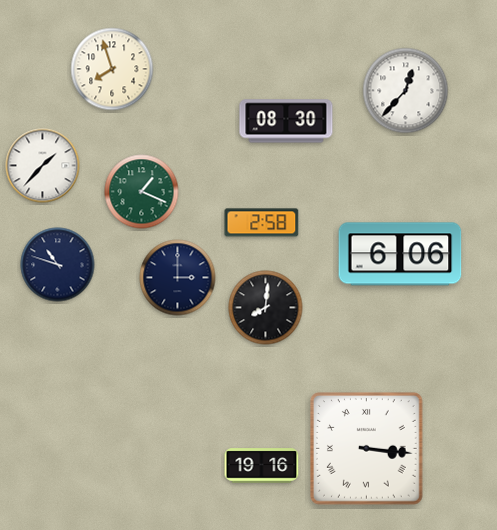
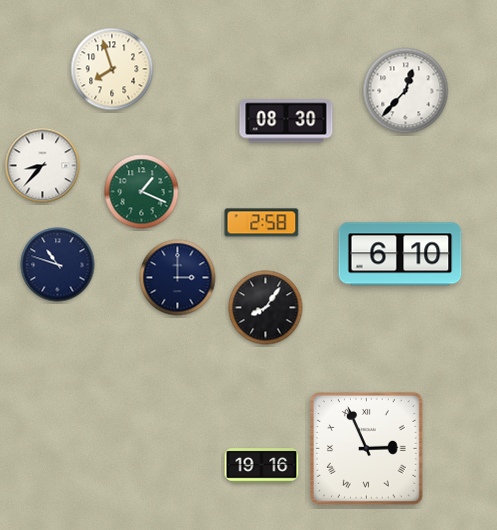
clock at (43, 166): 1:37 -> 8:37
clock at (400, 254): 6:06 -> 6:10
clock at (266, 308): 8:01 -> 8:06
clock at (367, 449): 3:16 -> 2:56
